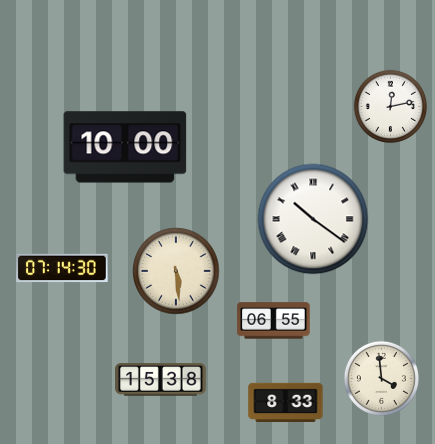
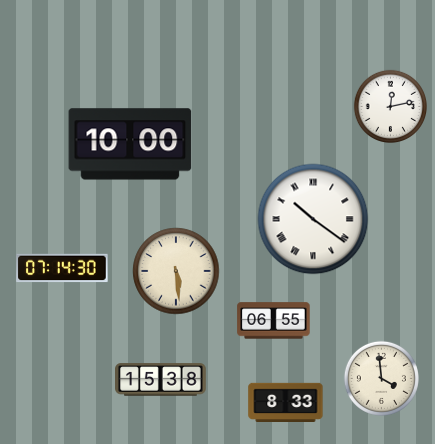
clock at (125, 147) position: (125, 147) -> (130, 144)
